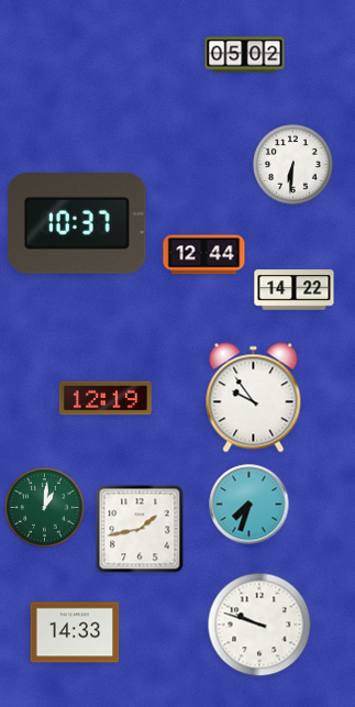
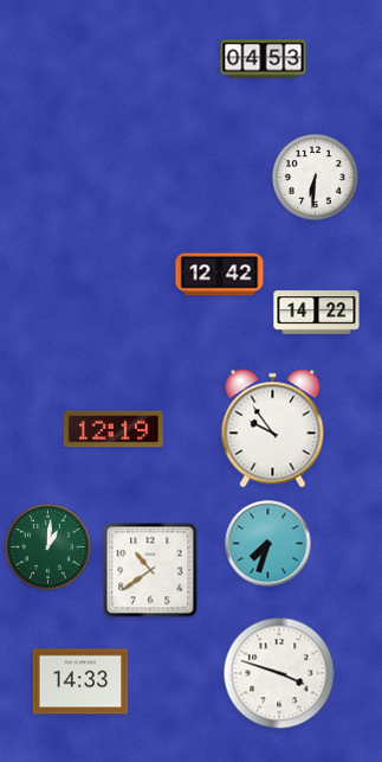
clock at (245, 55): 05:02 -> 04:53
clock at (77, 224): 10:37 -> none
clock at (204, 255): 12:44 -> 12:42
clock at (140, 529): 1:43 -> 10:39
clock at (259, 625): 9:48 -> 3:48
